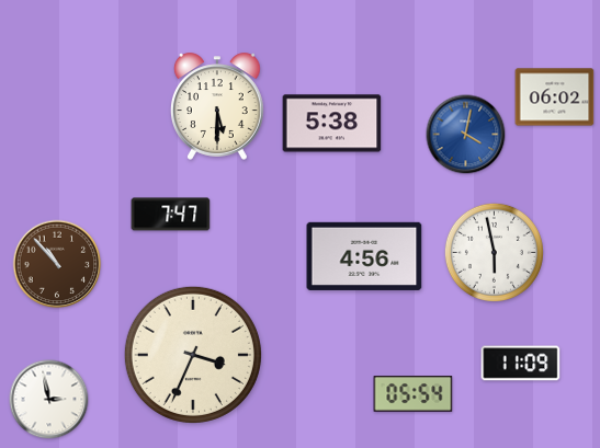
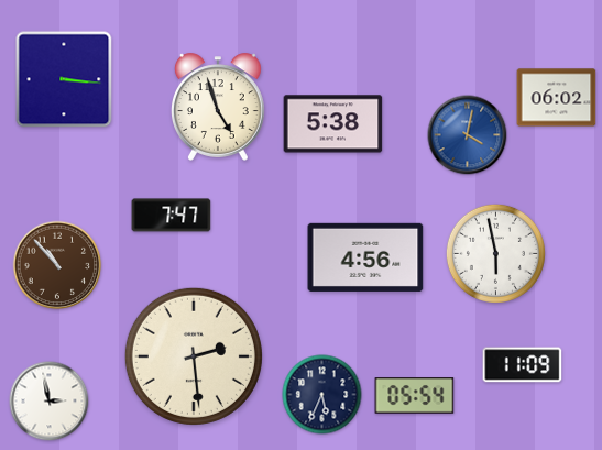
clock at (64, 79): none -> 3:16
clock at (217, 106): 5:30 -> 4:57
clock at (193, 355): 3:34 -> 2:29
clock at (322, 395): none -> 5:34
